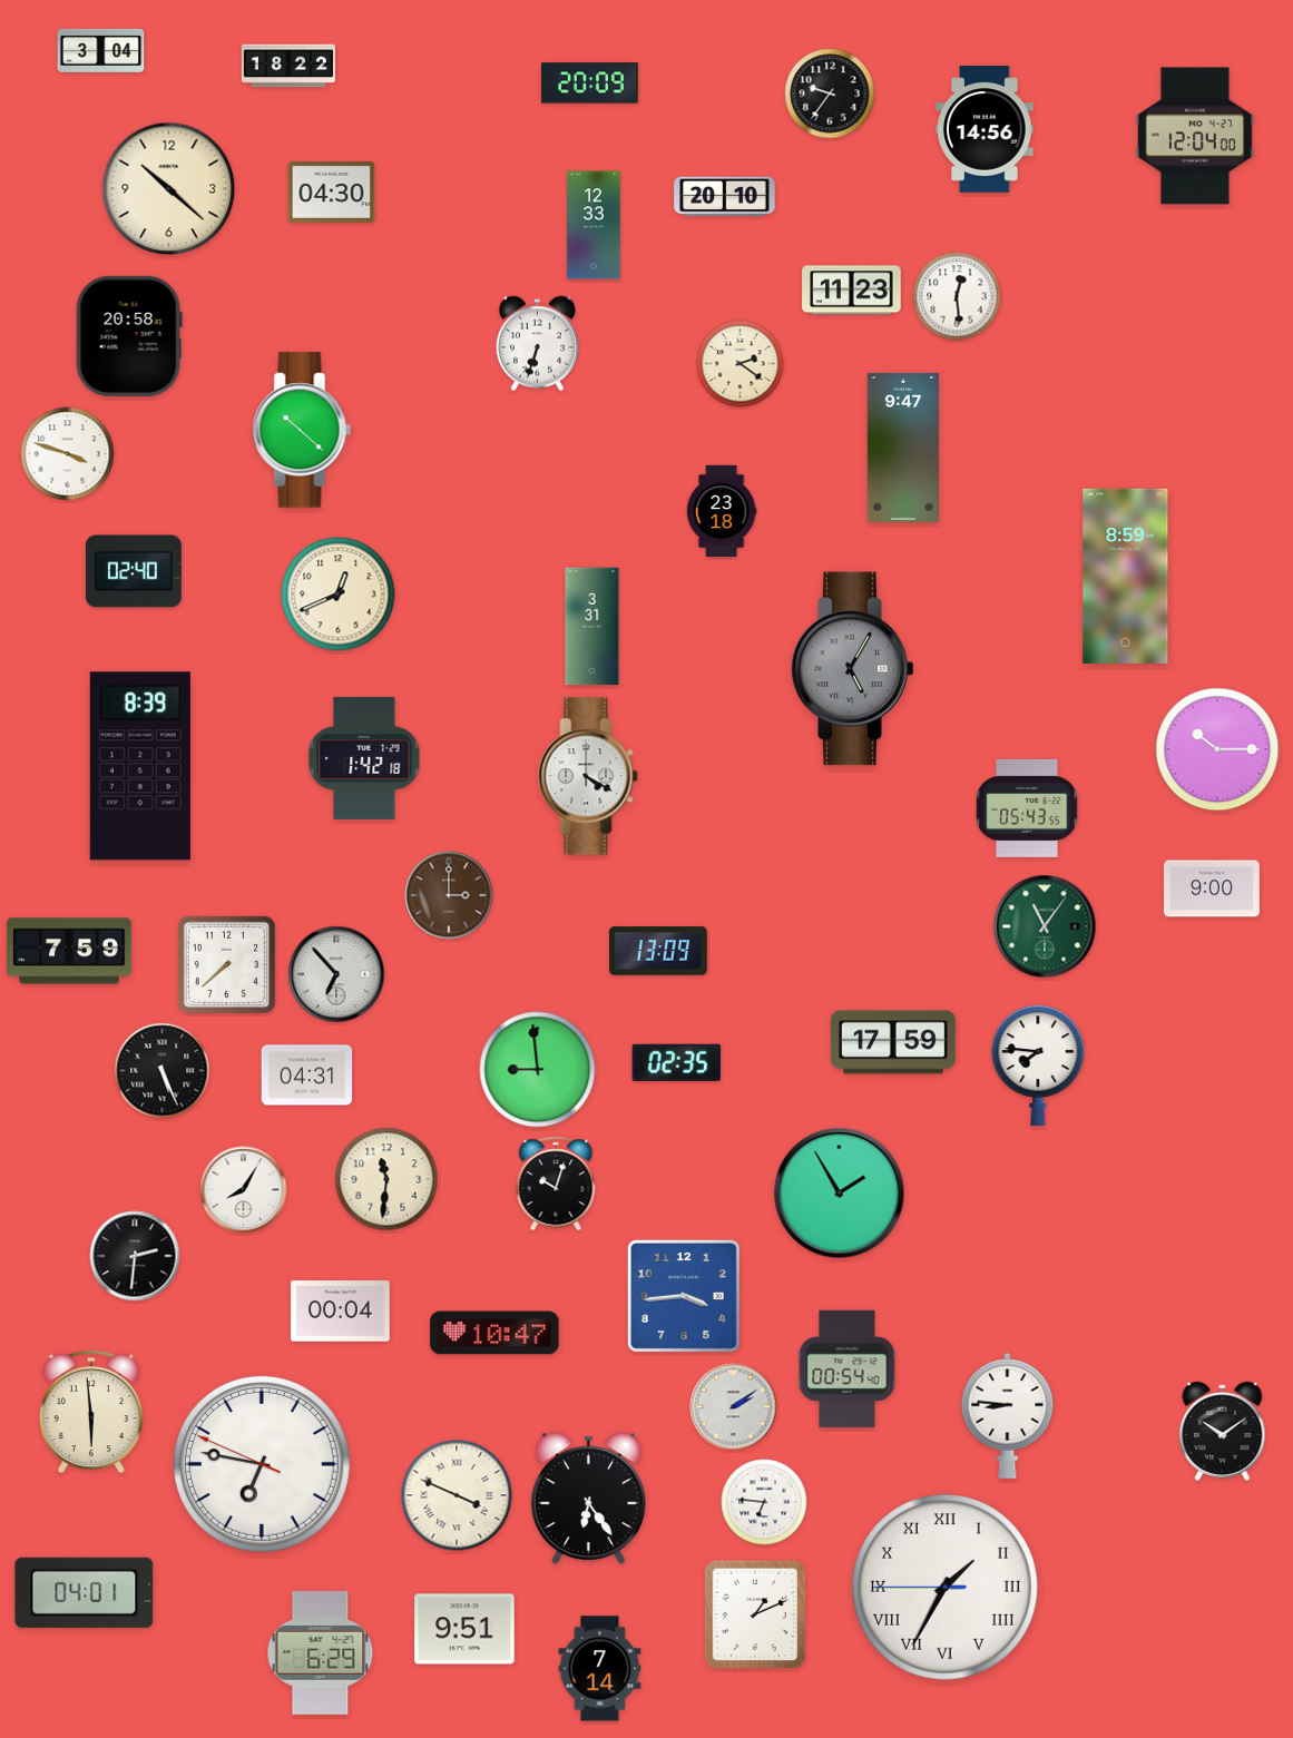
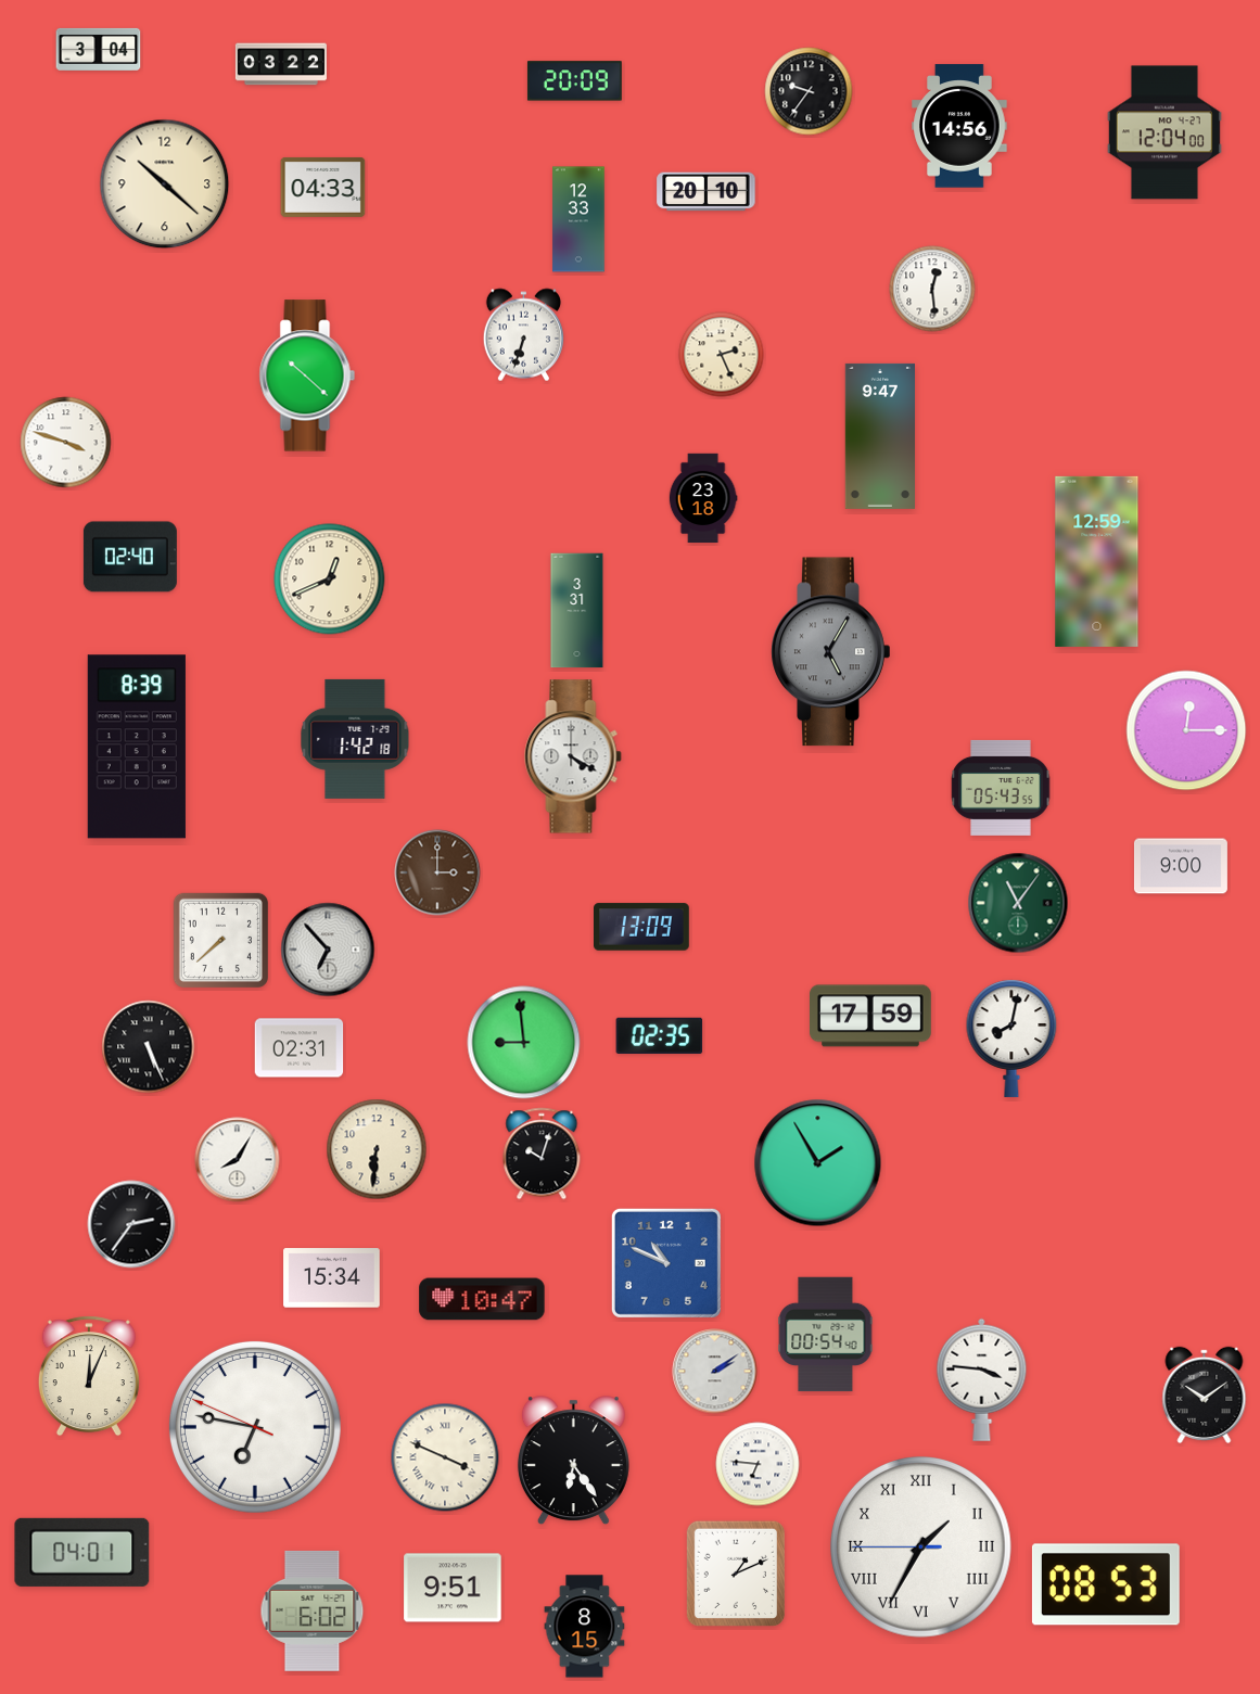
clock at (288, 66): 18:22 -> 03:22
clock at (332, 193): 04:30 -> 04:33
clock at (852, 291): 11:23 -> none
clock at (129, 336): 20:58 -> none
clock at (741, 364): 2:21 -> 2:26
clock at (302, 430) position: (302, 430) -> (307, 375)
clock at (1126, 576): 8:59 -> 12:59
clock at (1217, 749): 10:15 -> 12:15
clock at (69, 951): 7:59 -> none
clock at (1038, 1066): 7:46 -> 8:02
clock at (163, 1071) position: (163, 1071) -> (149, 1047)
clock at (307, 1076): 04:31 -> 02:31
clock at (386, 1179): 11:31 -> 6:31
clock at (135, 1256): 2:31 -> 2:36
clock at (684, 1296): 3:44 -> 10:49
clock at (341, 1312): 00:04 -> 15:34
clock at (91, 1412): 5:59 -> 12:04
clock at (1008, 1415): 8:46 -> 3:46
clock at (1223, 1431) position: (1223, 1431) -> (1205, 1394)
clock at (764, 1502) position: (764, 1502) -> (758, 1464)
clock at (1106, 1584): none -> 08:53
clock at (321, 1652): 6:29 -> 6:02
clock at (600, 1669): 7:14 -> 8:15
